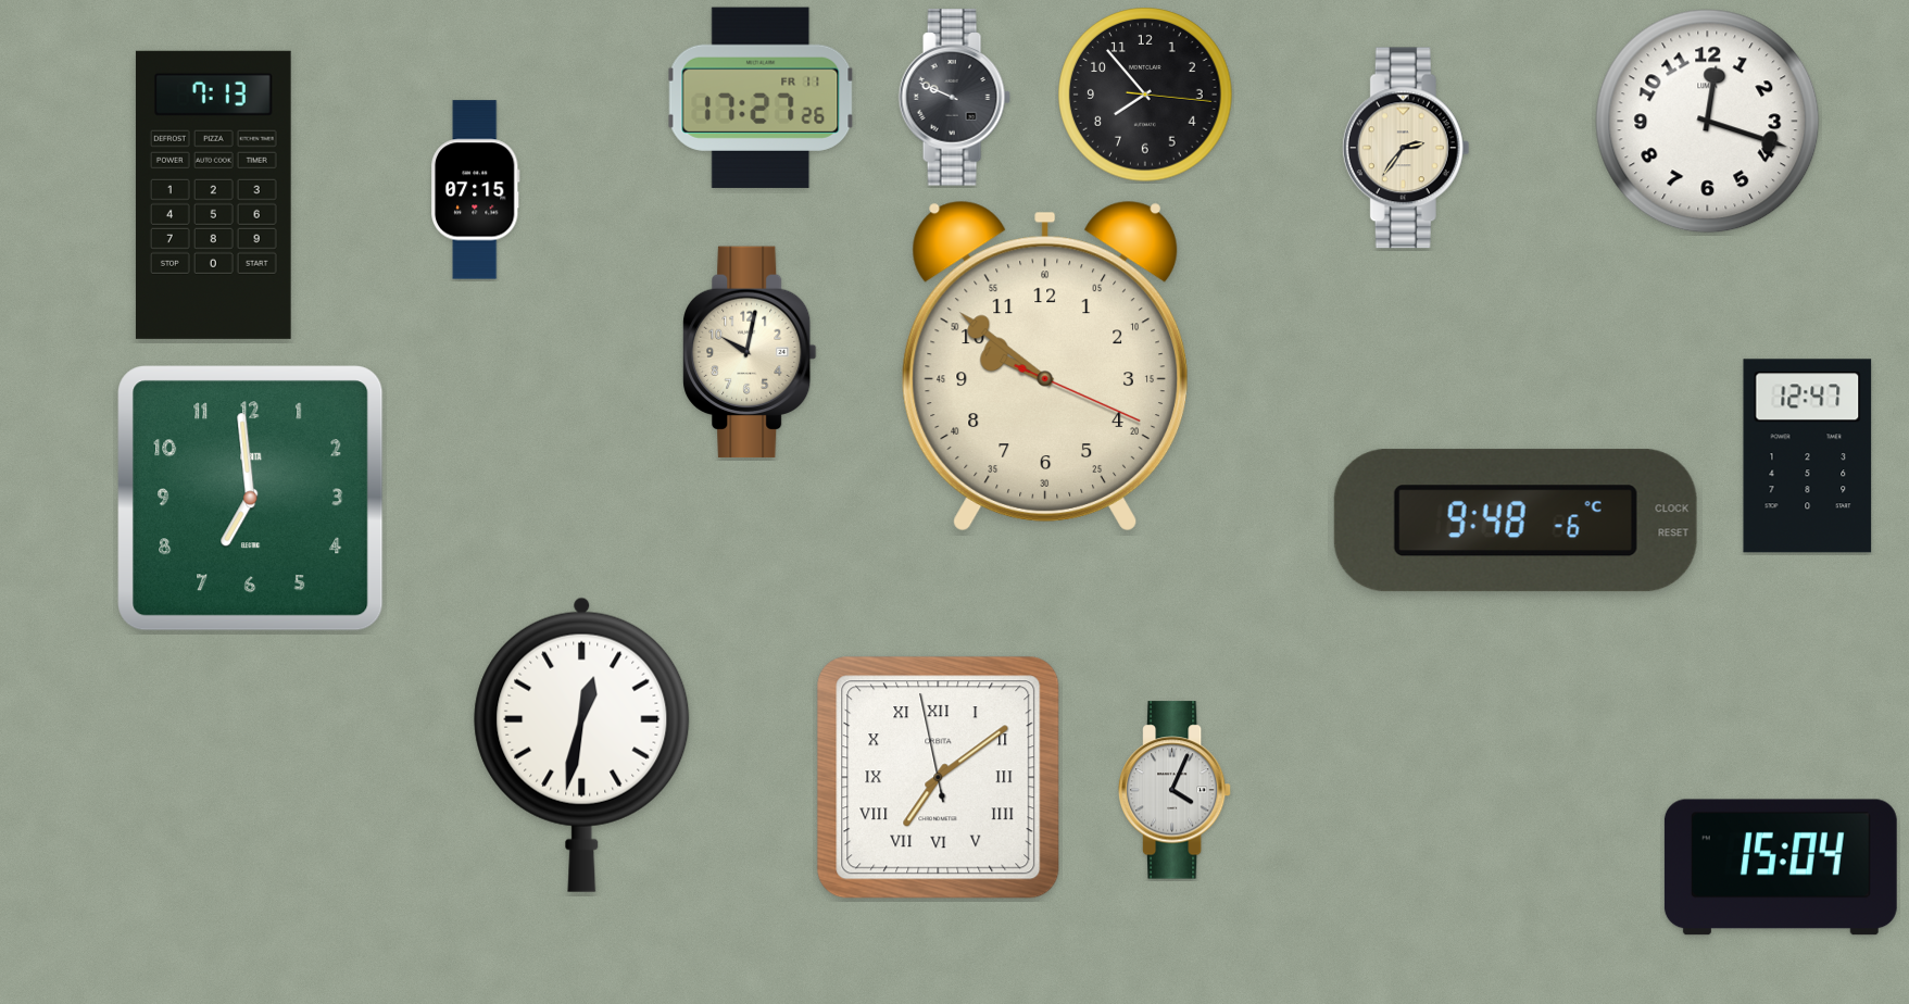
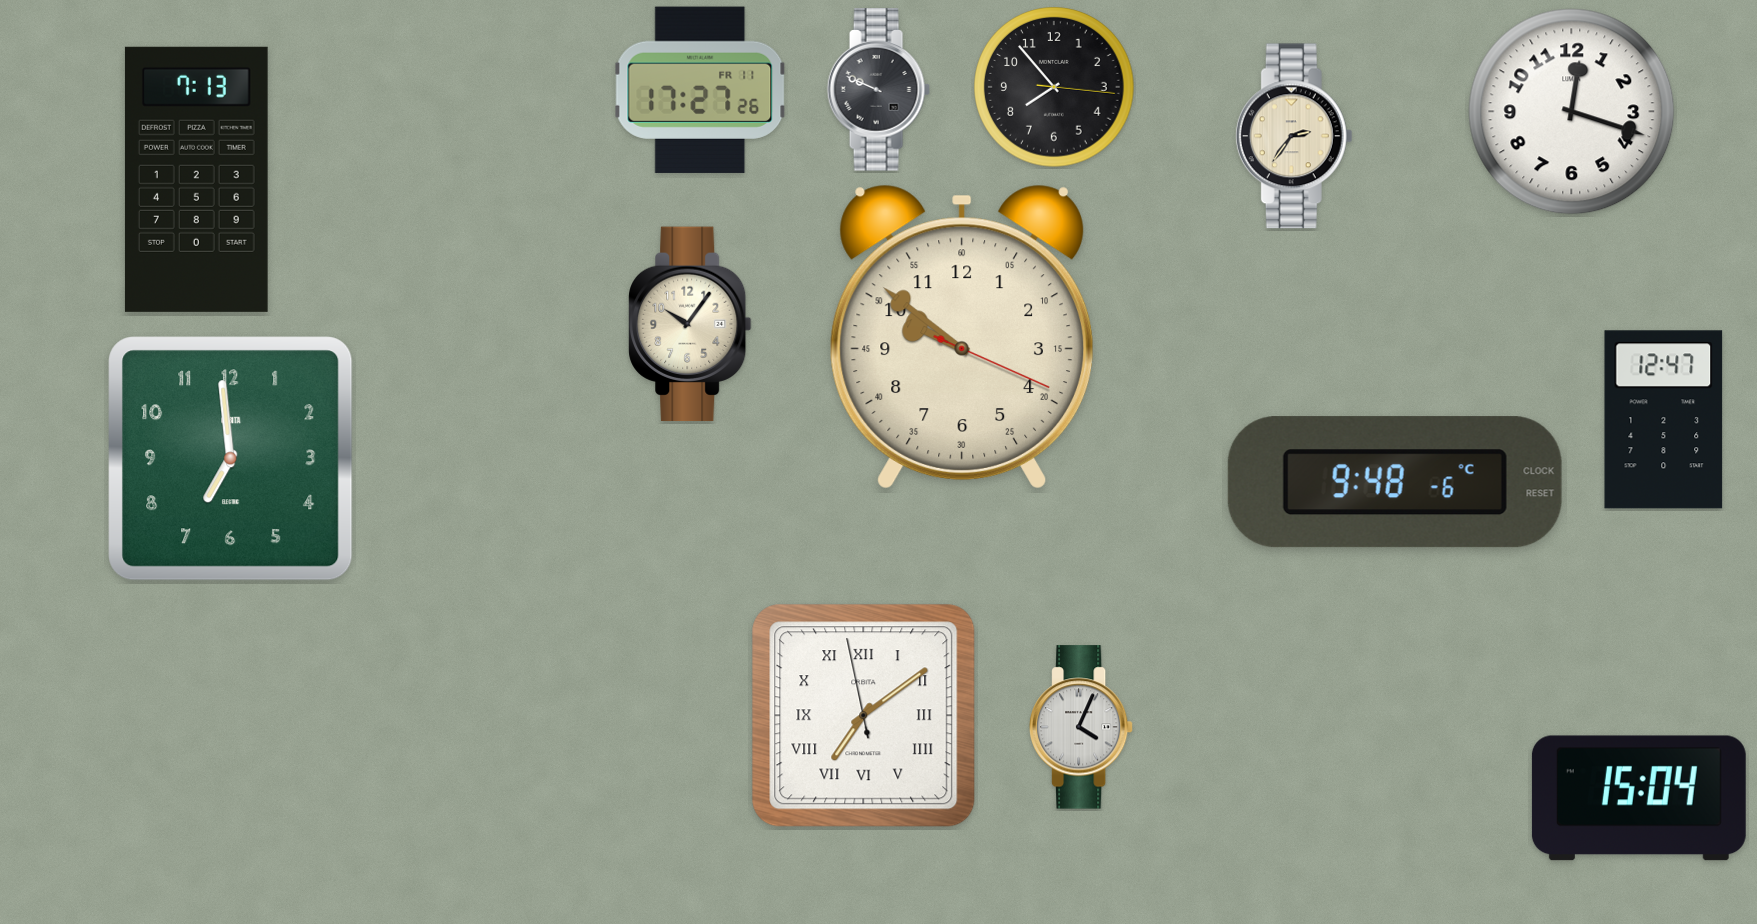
clock at (476, 190): 07:15 -> none
clock at (751, 352): 10:02 -> 10:06
clock at (1516, 520) position: (1516, 520) -> (1395, 482)
clock at (582, 744): 12:32 -> none
